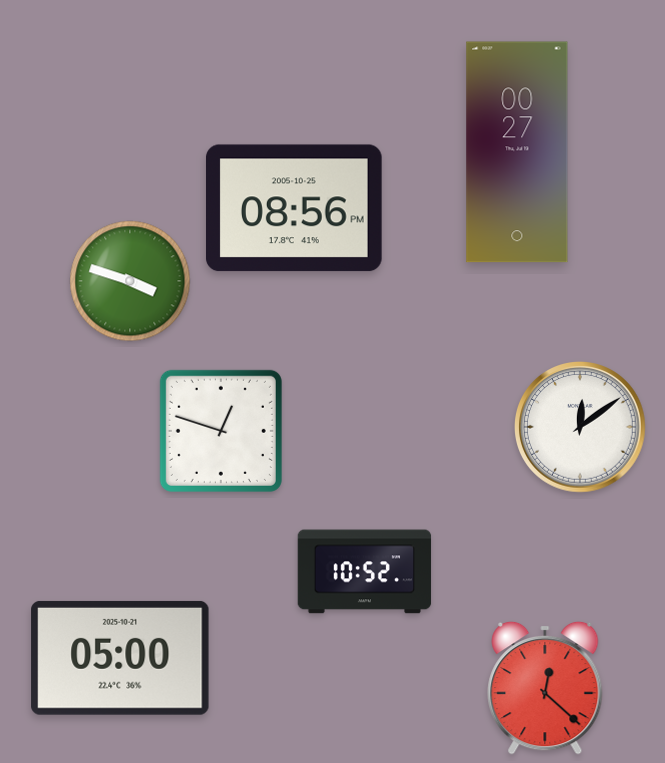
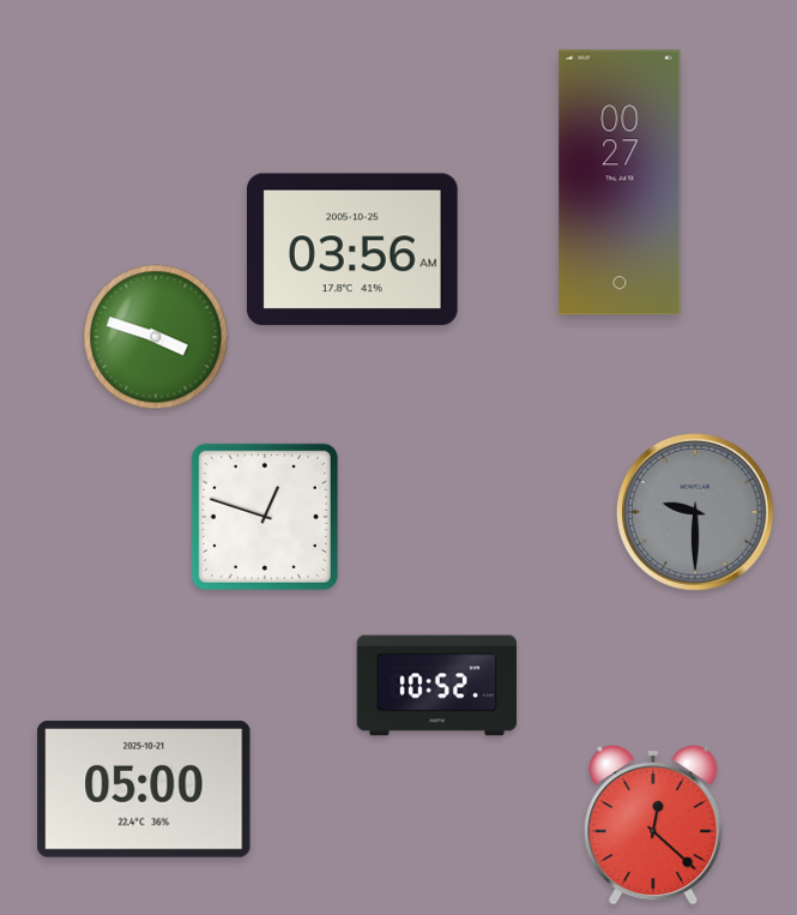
clock at (294, 208): 08:56 -> 03:56
clock at (581, 428): 12:09 -> 9:30
clock at (581, 428) dial: white -> grey
